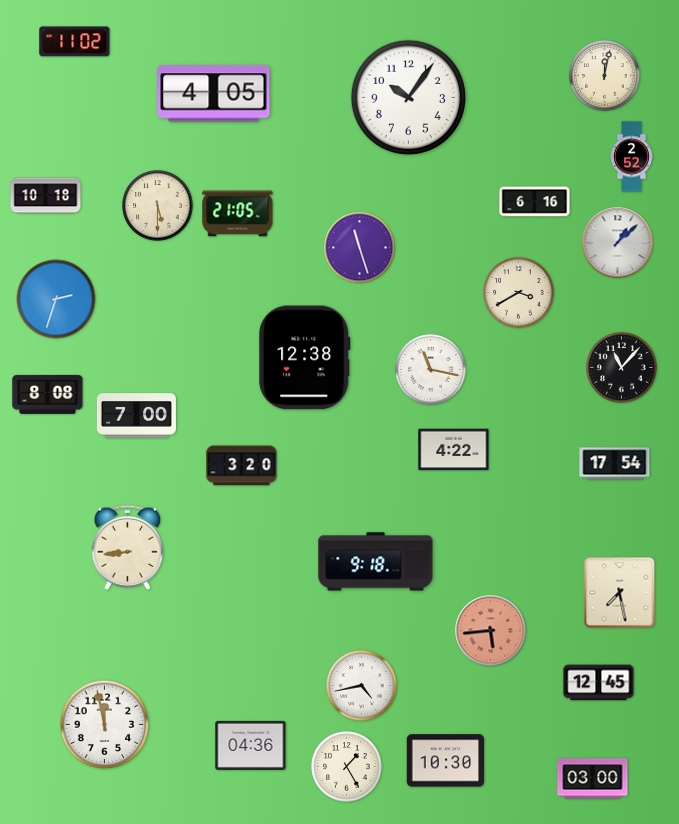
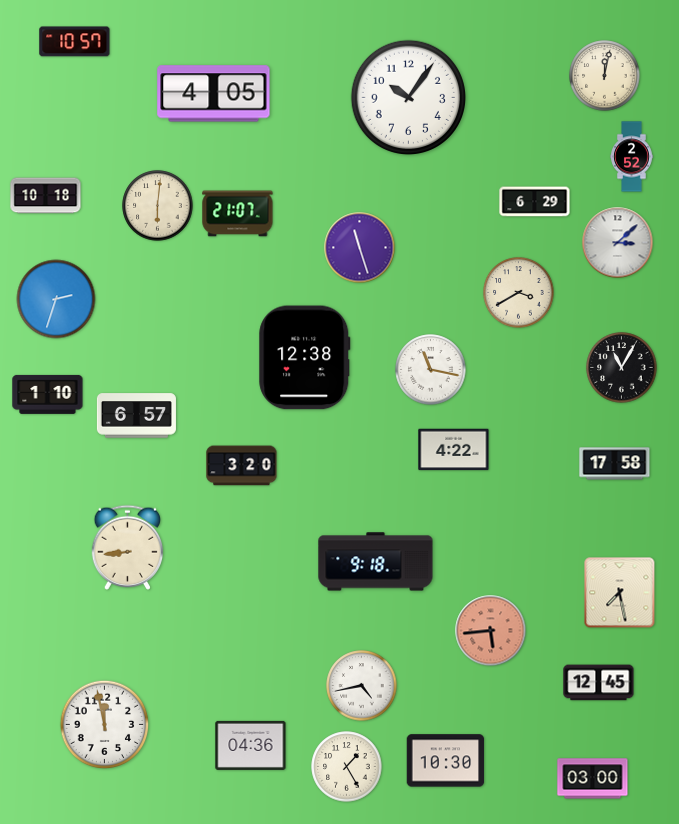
clock at (75, 42): 11:02 -> 10:57
clock at (535, 202): 6:16 -> 6:29
clock at (158, 206): 5:30 -> 6:01
clock at (238, 214): 21:05 -> 21:07
clock at (618, 243): 1:08 -> 3:08
clock at (622, 368): 11:07 -> 11:05
clock at (48, 394): 8:08 -> 1:10
clock at (136, 416): 7:00 -> 6:57
clock at (615, 464): 17:54 -> 17:58
